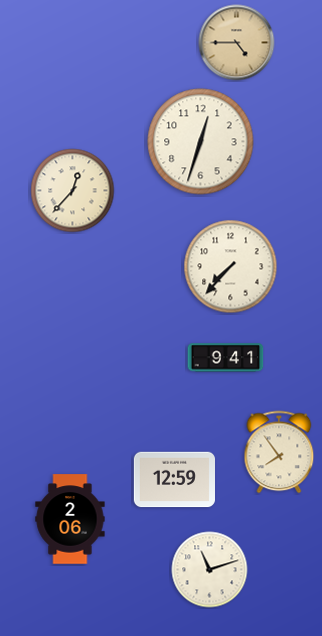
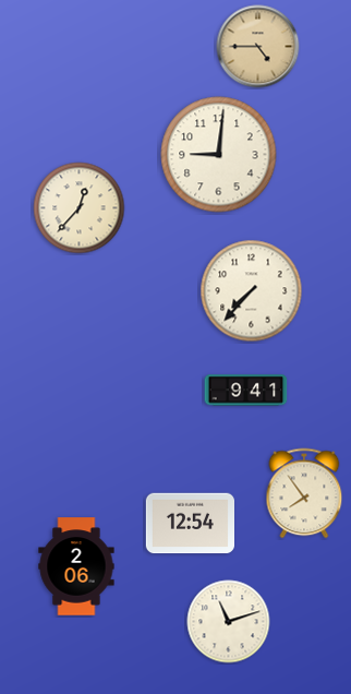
clock at (201, 142): 12:33 -> 9:01
clock at (174, 480): 12:59 -> 12:54
